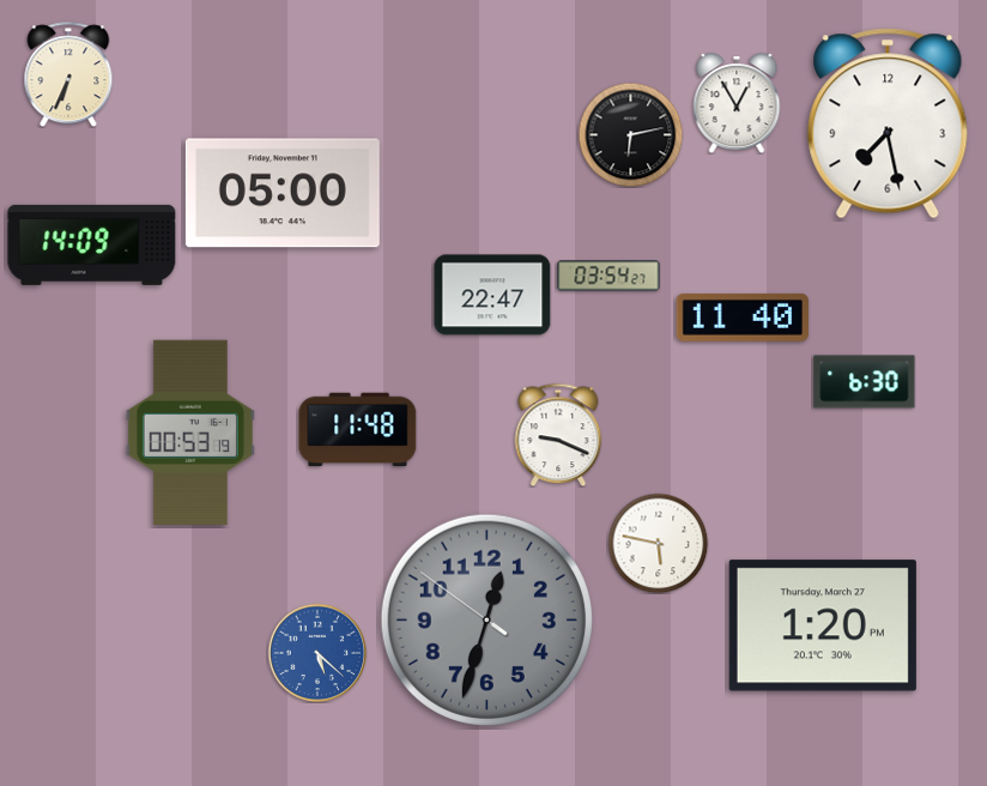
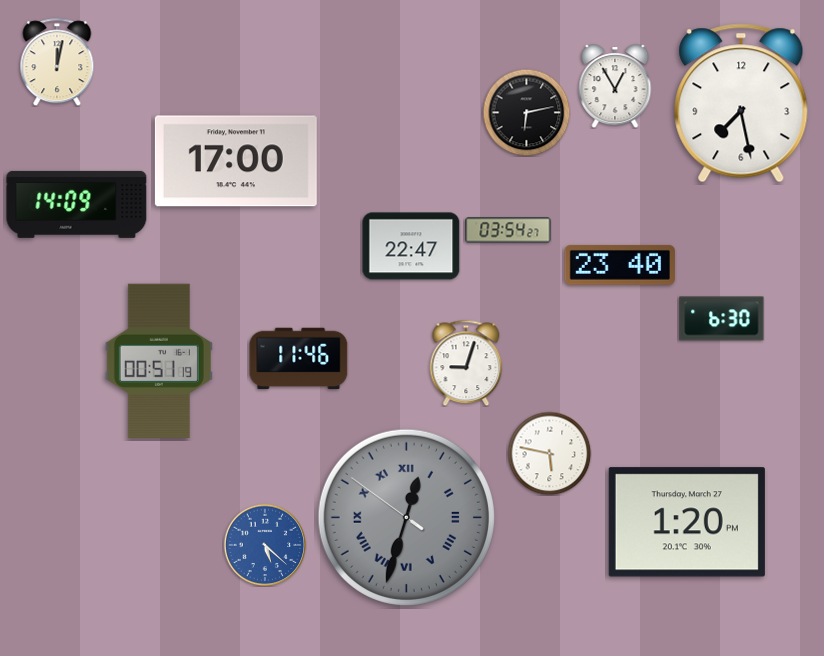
clock at (68, 74): 6:34 -> 12:02
clock at (283, 193): 05:00 -> 17:00
clock at (743, 318): 11:40 -> 23:40
clock at (358, 430): 11:48 -> 11:46
clock at (190, 431): 00:53 -> 00:51
clock at (558, 435): 9:19 -> 9:03
clock at (486, 619) numerals: Arabic -> Roman
